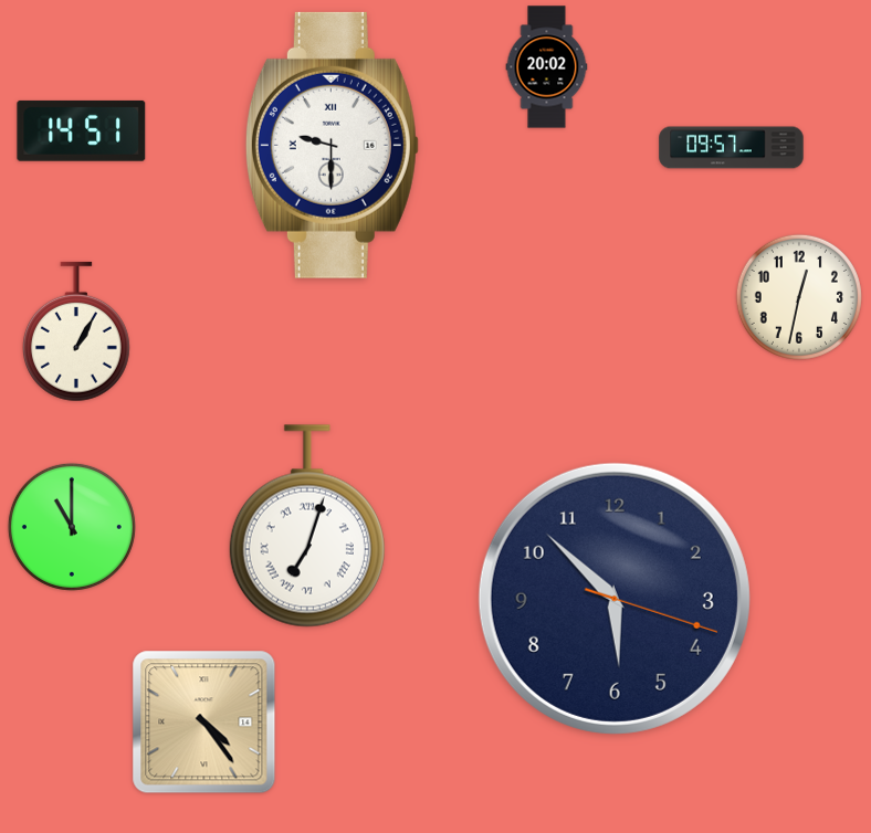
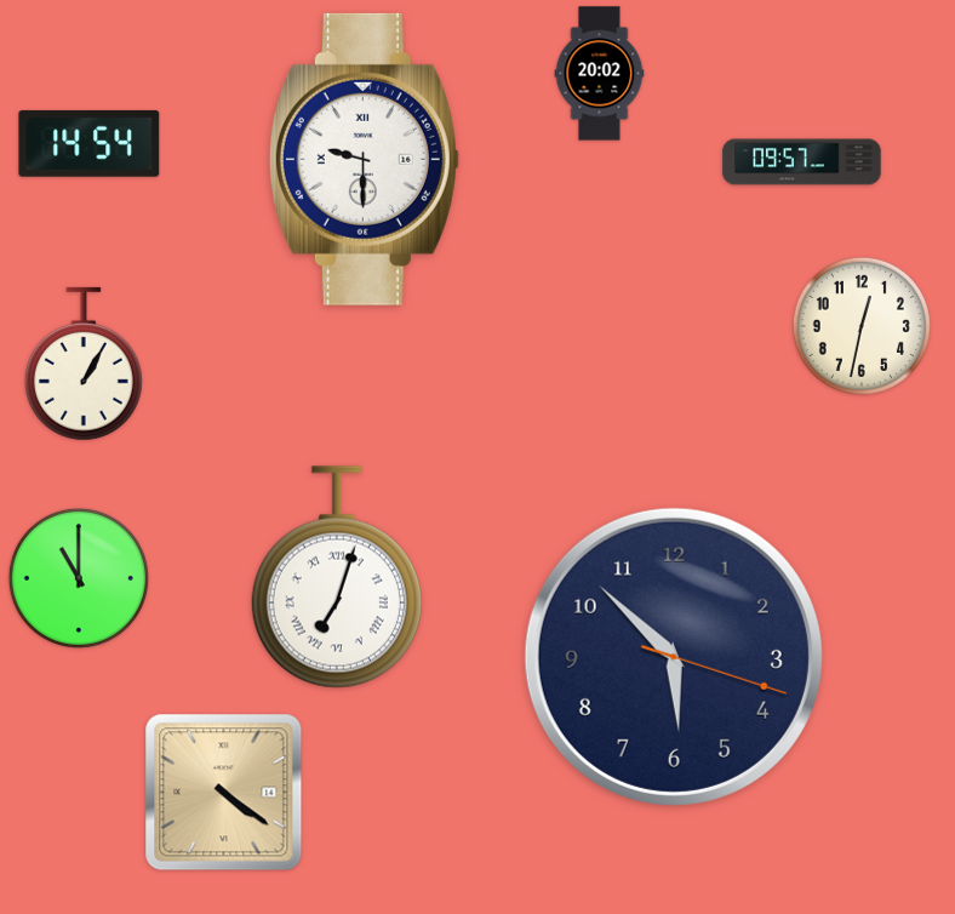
clock at (82, 130): 14:51 -> 14:54
clock at (799, 297) position: (799, 297) -> (862, 326)
clock at (204, 723): 4:24 -> 4:21
